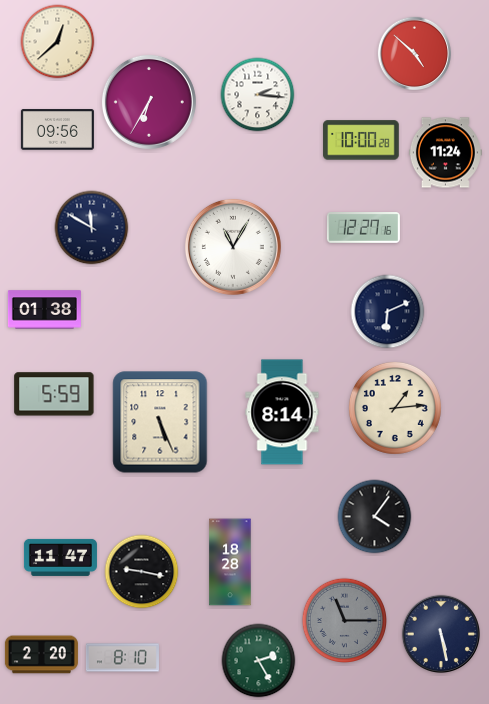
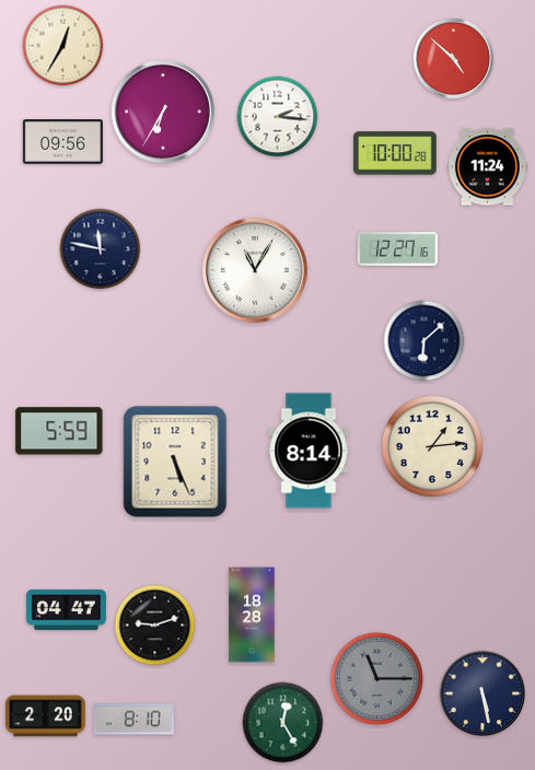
clock at (58, 42): 12:38 -> 12:35
clock at (258, 95) position: (258, 95) -> (278, 117)
clock at (92, 228): 11:50 -> 11:47
clock at (44, 310): 01:38 -> none
clock at (388, 312): 6:11 -> 6:08
clock at (375, 517): 4:06 -> none
clock at (60, 557): 11:47 -> 04:47
clock at (142, 572): 9:17 -> 9:12
clock at (259, 661): 2:25 -> 12:25
